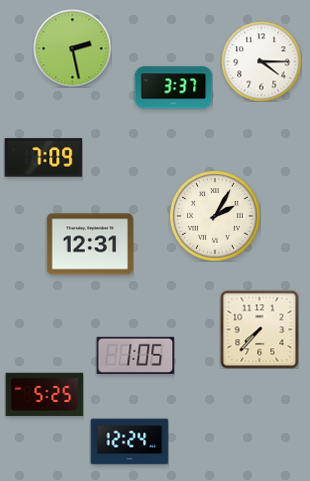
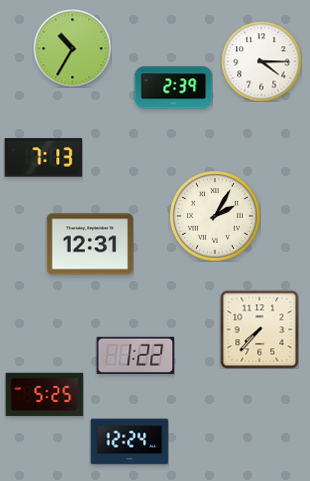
clock at (72, 48): 2:28 -> 10:35
clock at (173, 88): 3:37 -> 2:39
clock at (43, 158): 7:09 -> 7:13
clock at (135, 355): 1:05 -> 1:22
